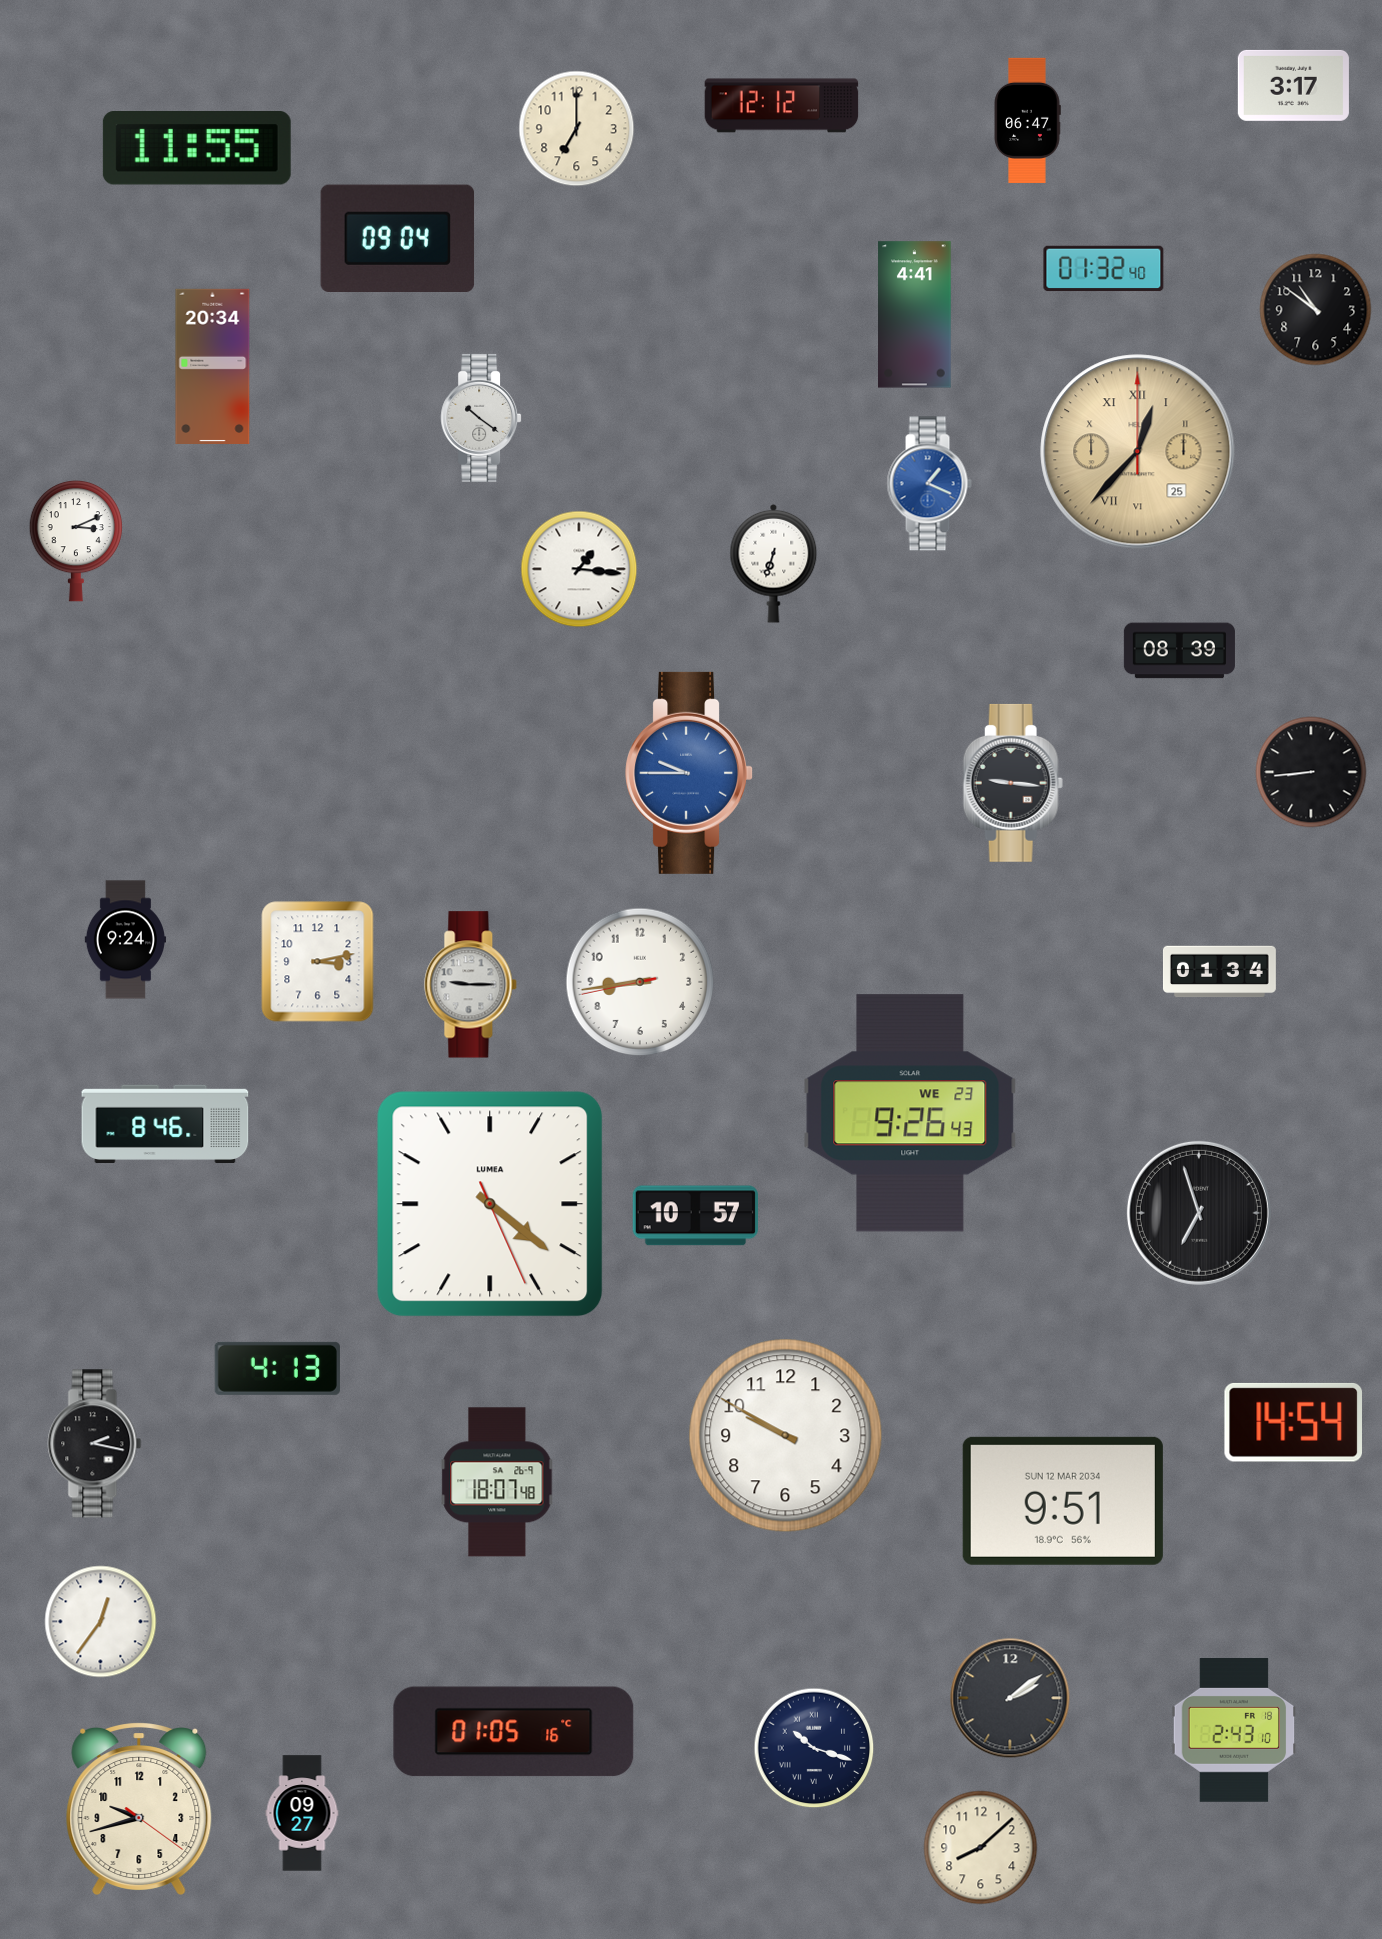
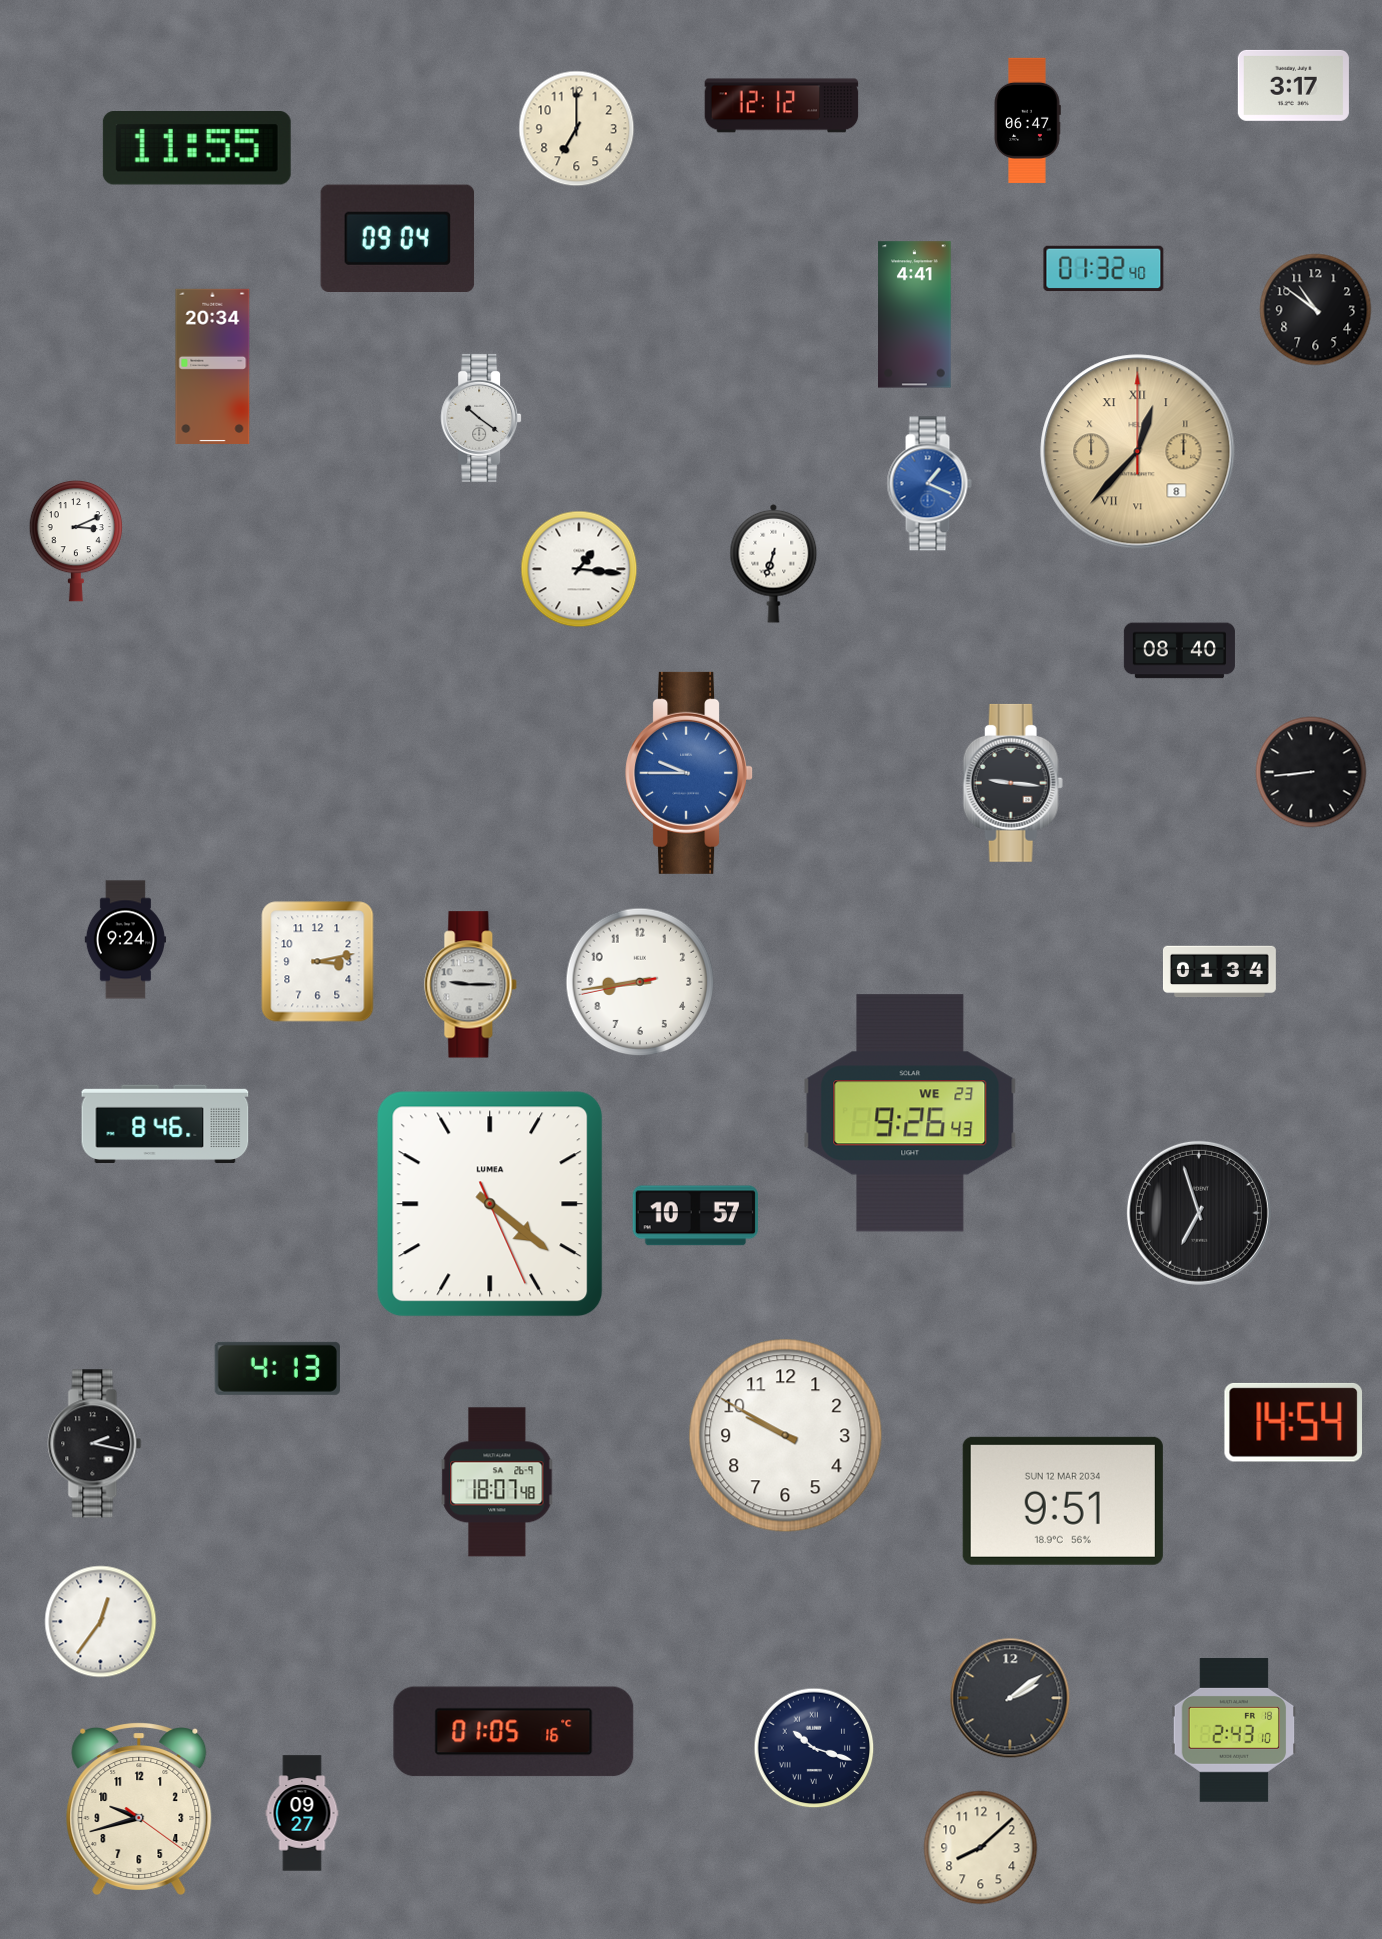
clock at (1138, 452) date: 25 -> 8
clock at (1179, 651): 08:39 -> 08:40
